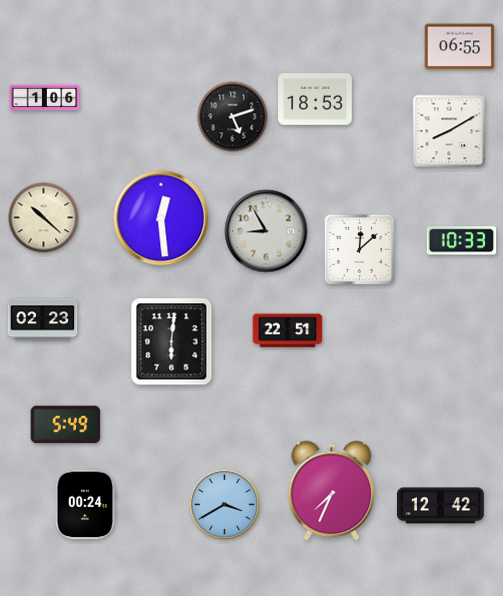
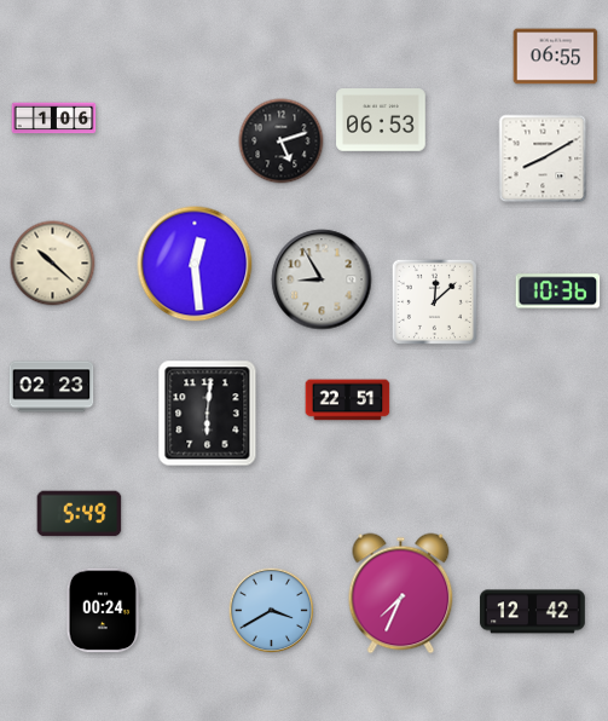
clock at (315, 99): 18:53 -> 06:53
clock at (462, 241): 10:33 -> 10:36
